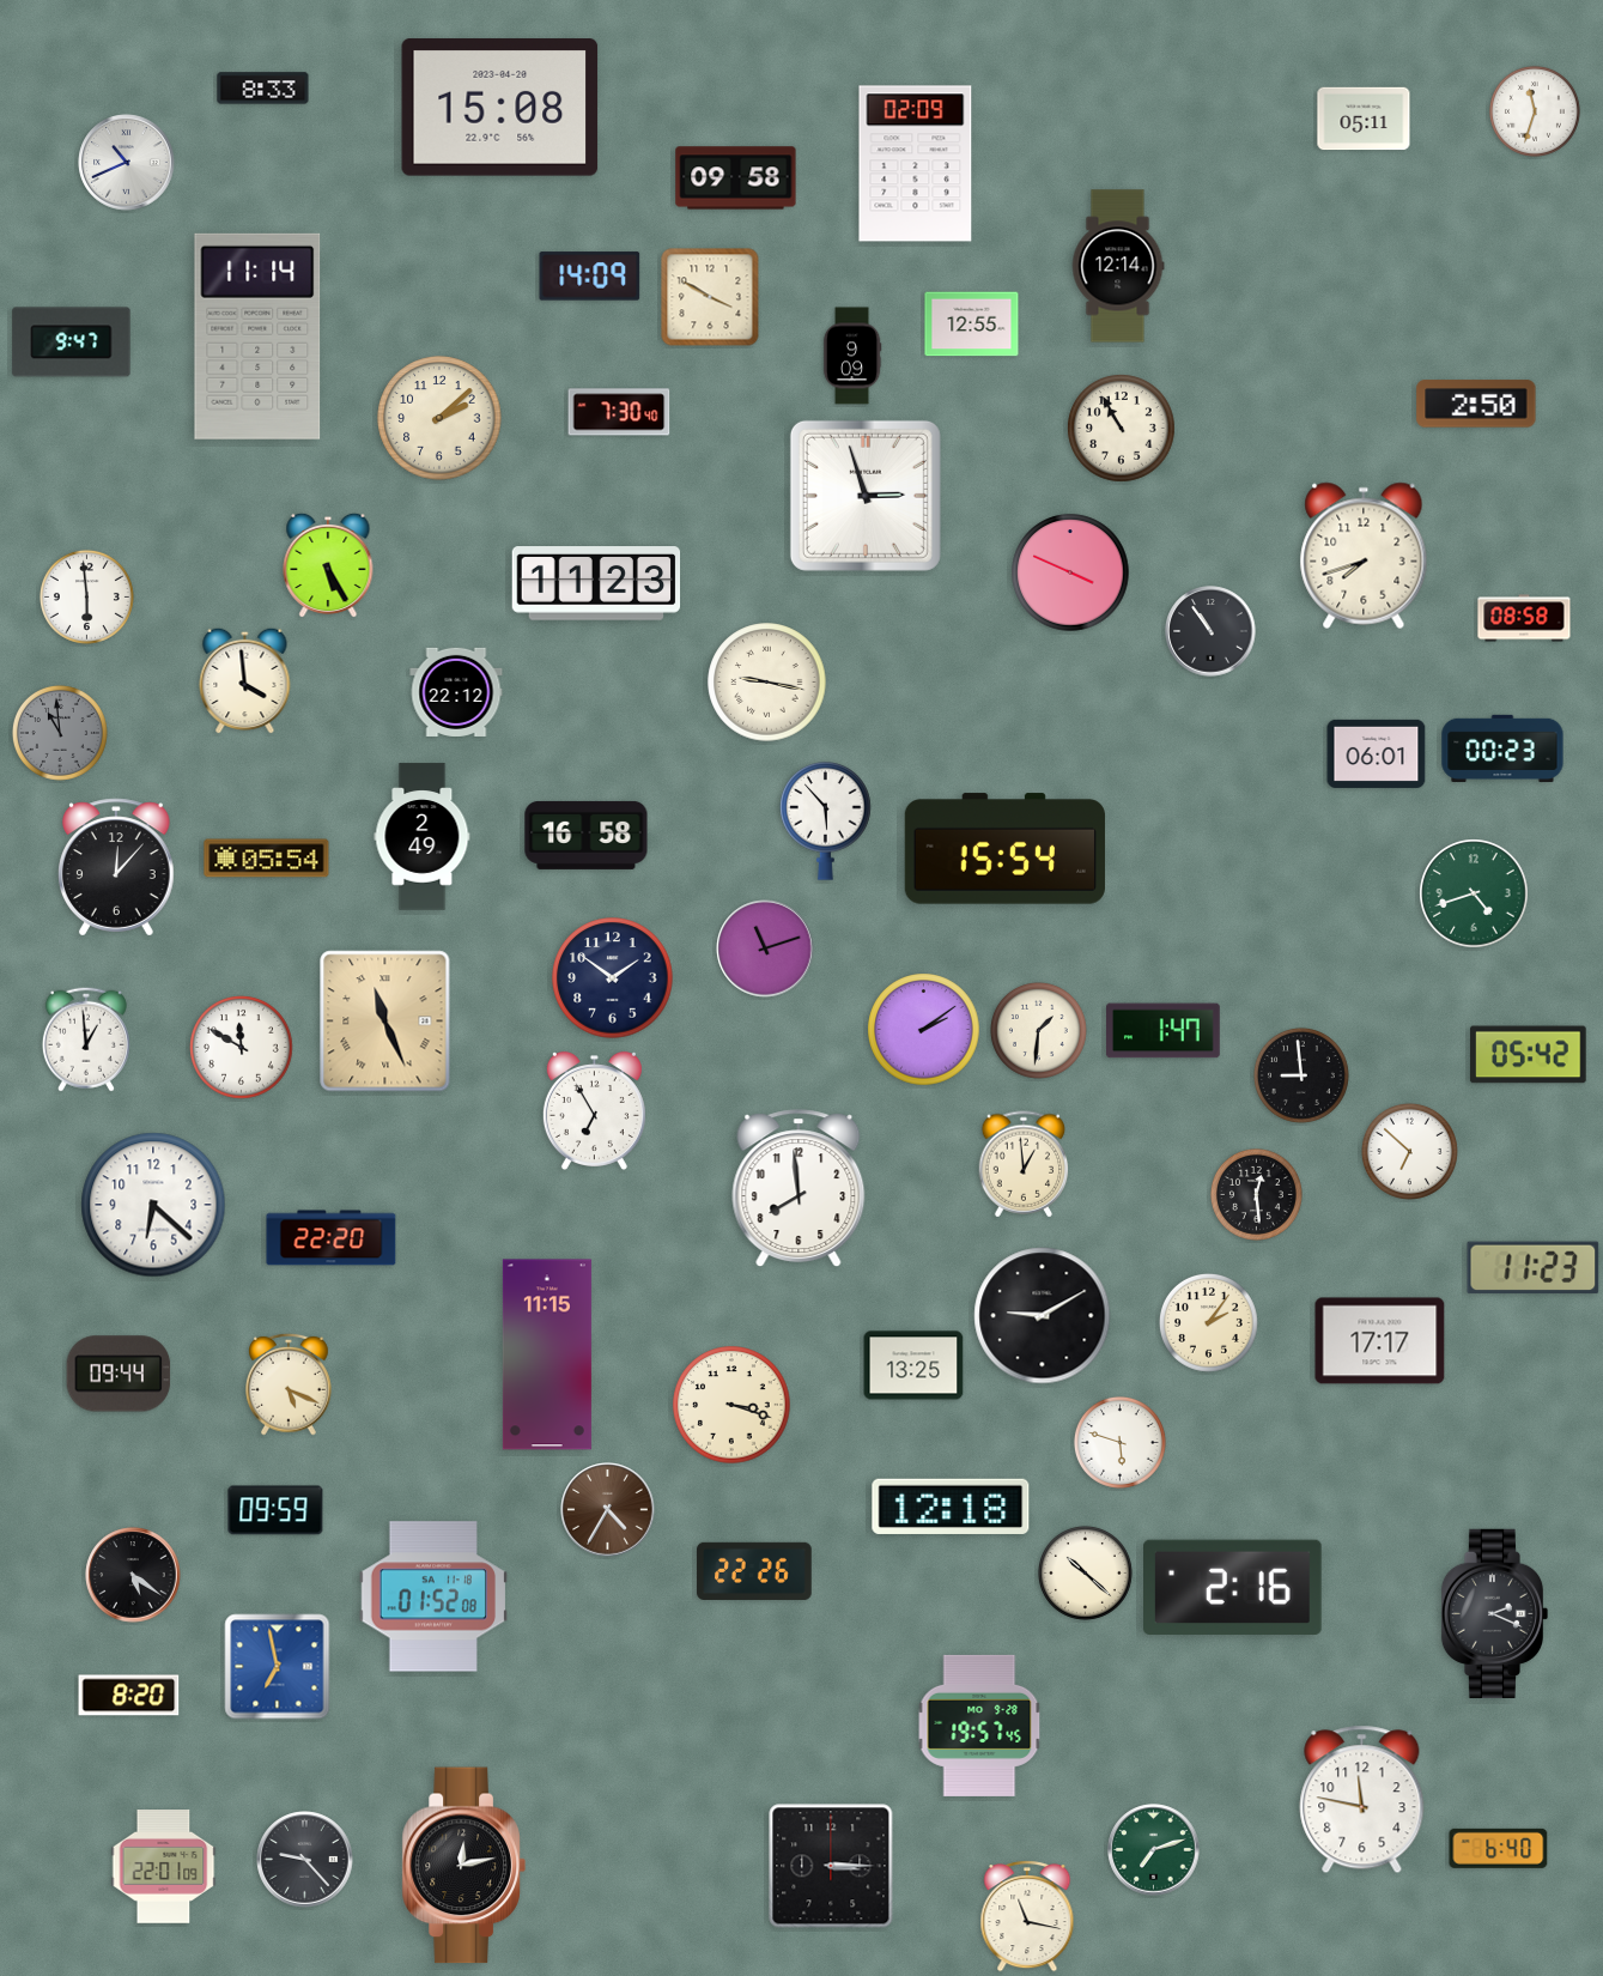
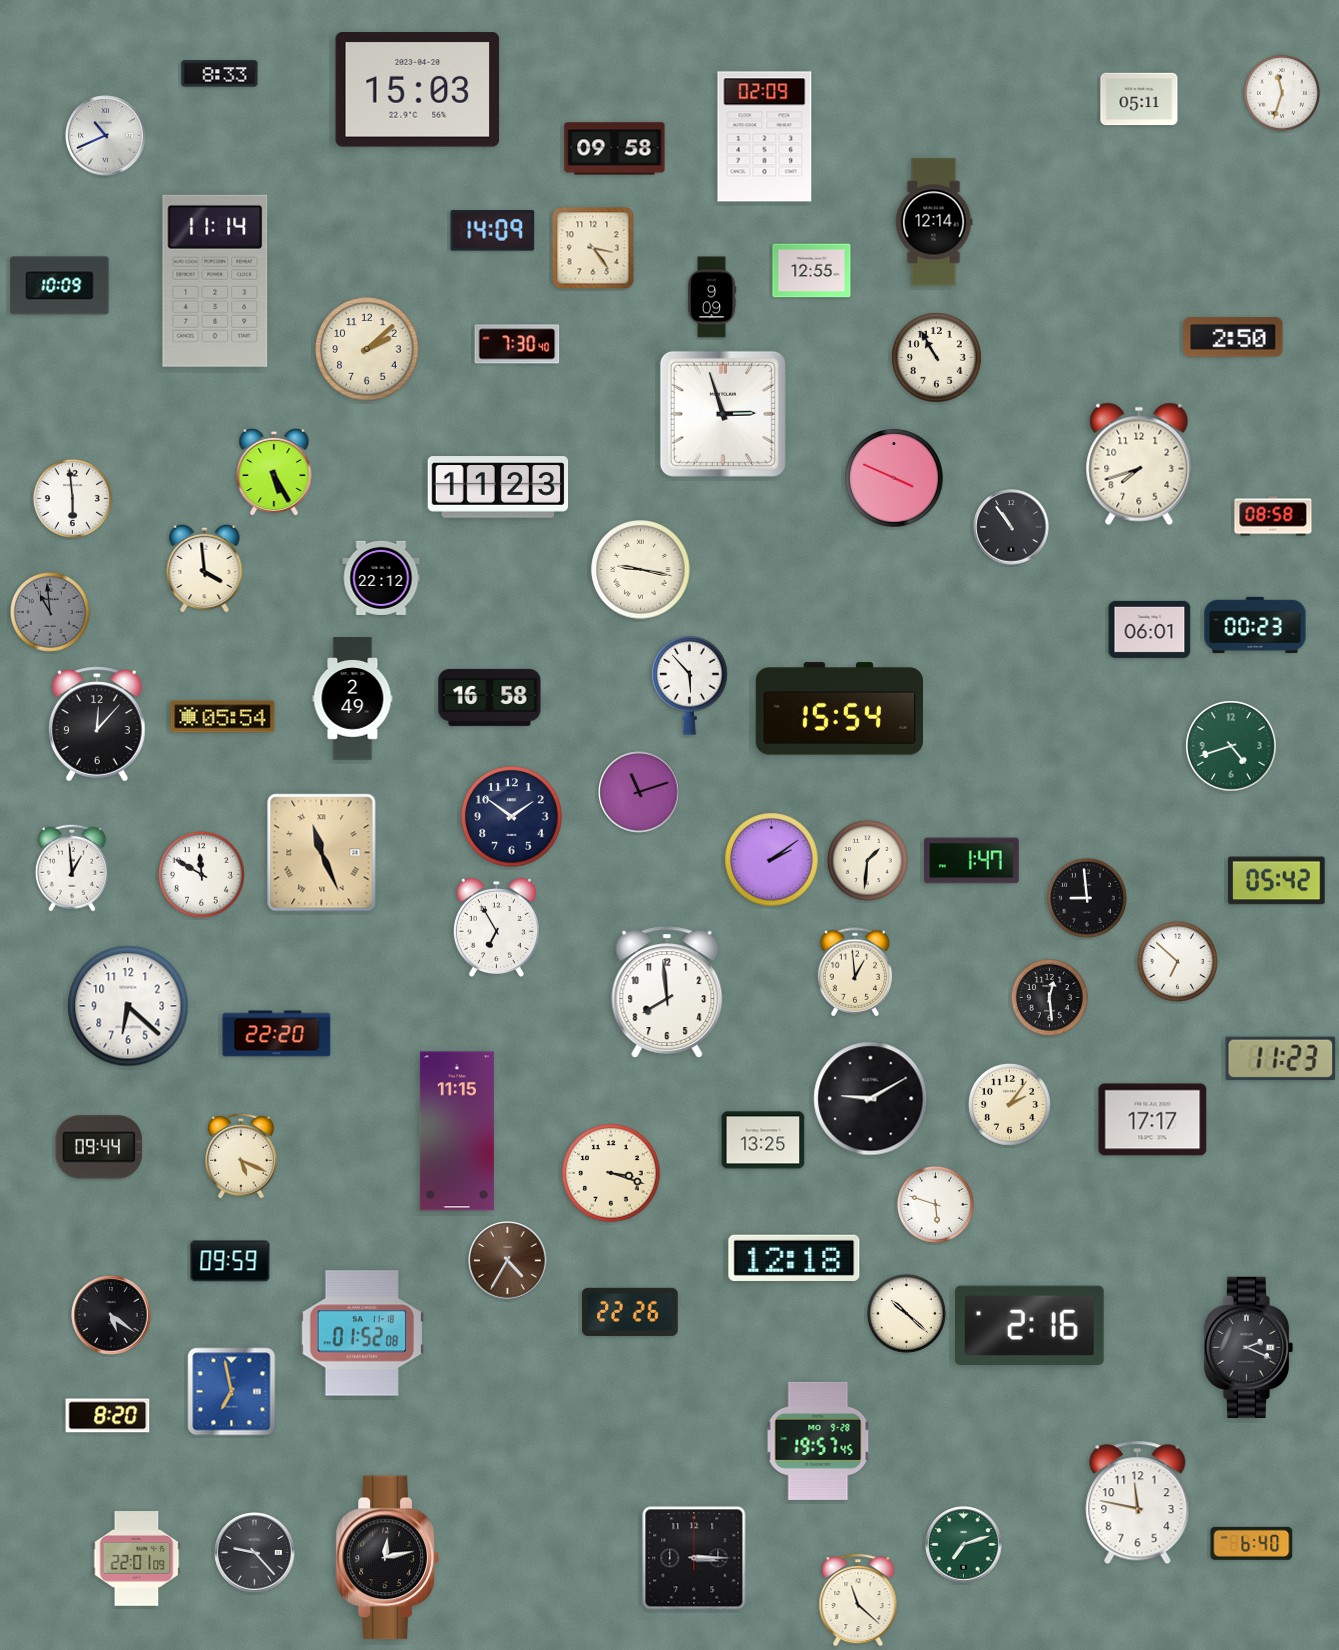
clock at (500, 108): 15:08 -> 15:03
clock at (710, 297): 3:50 -> 3:24
clock at (72, 343): 9:47 -> 10:09
clock at (1027, 1916): 11:17 -> 11:22
